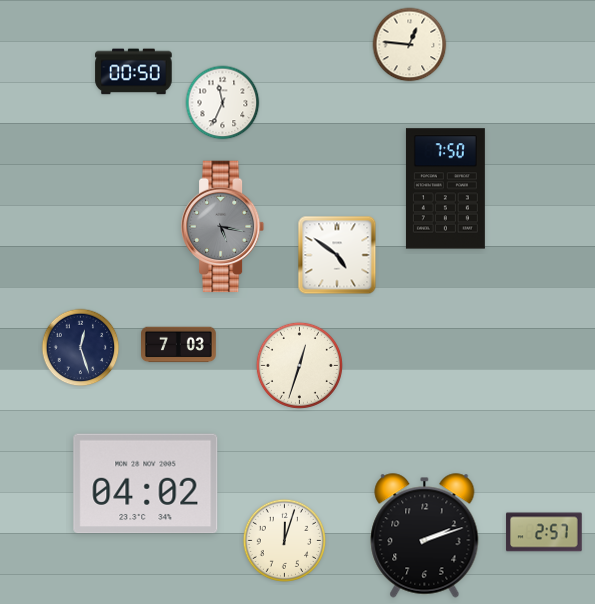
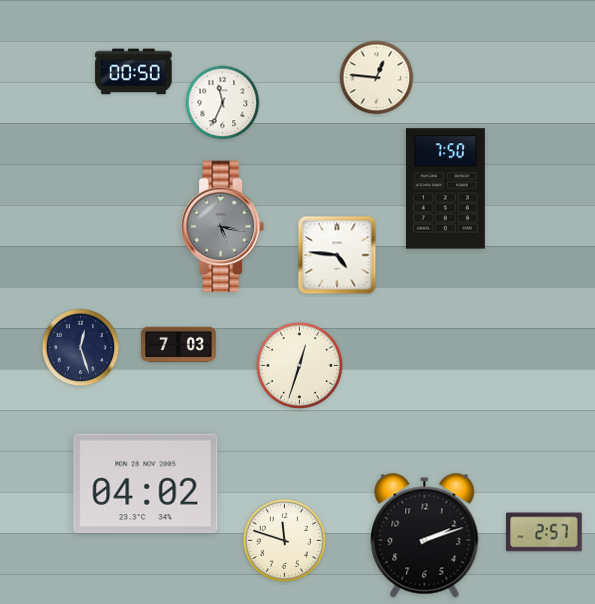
clock at (410, 45) position: (410, 45) -> (377, 78)
clock at (337, 255): 4:51 -> 4:46
clock at (285, 541): 12:03 -> 11:48
